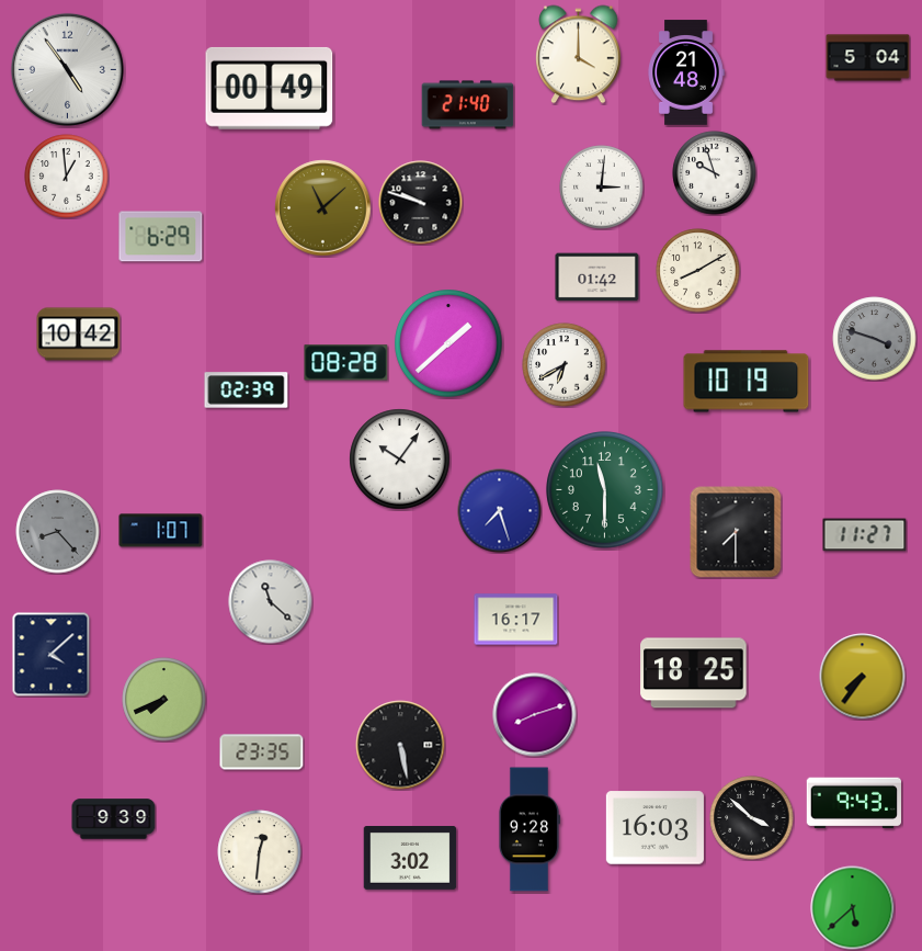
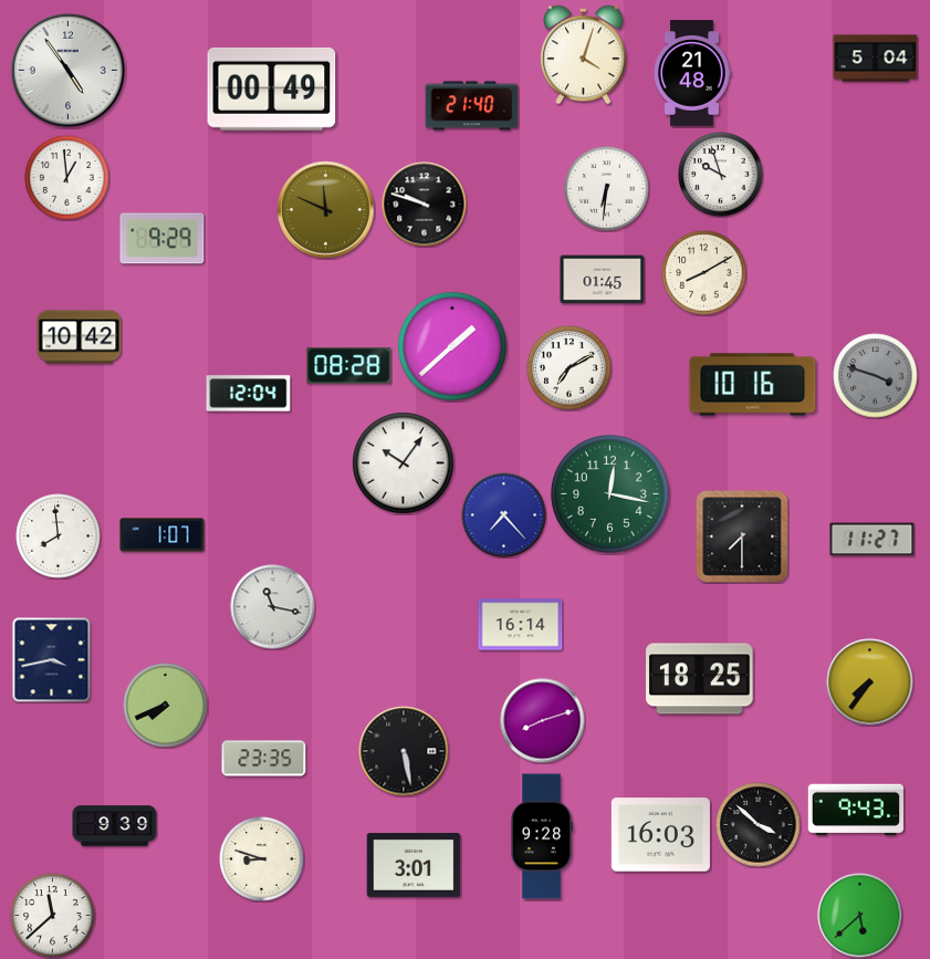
clock at (579, 55): 4:00 -> 4:03
clock at (602, 188): 3:01 -> 6:31
clock at (323, 208): 11:08 -> 11:49
clock at (161, 237): 6:29 -> 9:29
clock at (597, 278): 01:42 -> 01:45
clock at (875, 339) position: (875, 339) -> (876, 376)
clock at (565, 365): 6:40 -> 7:10
clock at (747, 382): 10:19 -> 10:16
clock at (247, 390): 02:39 -> 12:04
clock at (605, 490): 11:30 -> 12:17
clock at (500, 511): 7:27 -> 7:23
clock at (58, 532): 8:23 -> 7:59
clock at (58, 532) dial: grey -> white
clock at (271, 602): 11:22 -> 11:17
clock at (516, 620): 16:17 -> 16:14
clock at (52, 655): 4:08 -> 3:43
clock at (535, 715) position: (535, 715) -> (543, 721)
clock at (853, 803) position: (853, 803) -> (855, 810)
clock at (528, 829) position: (528, 829) -> (541, 836)
clock at (260, 852): 12:31 -> 8:48
clock at (410, 859): 3:02 -> 3:01
clock at (53, 916): none -> 11:38
